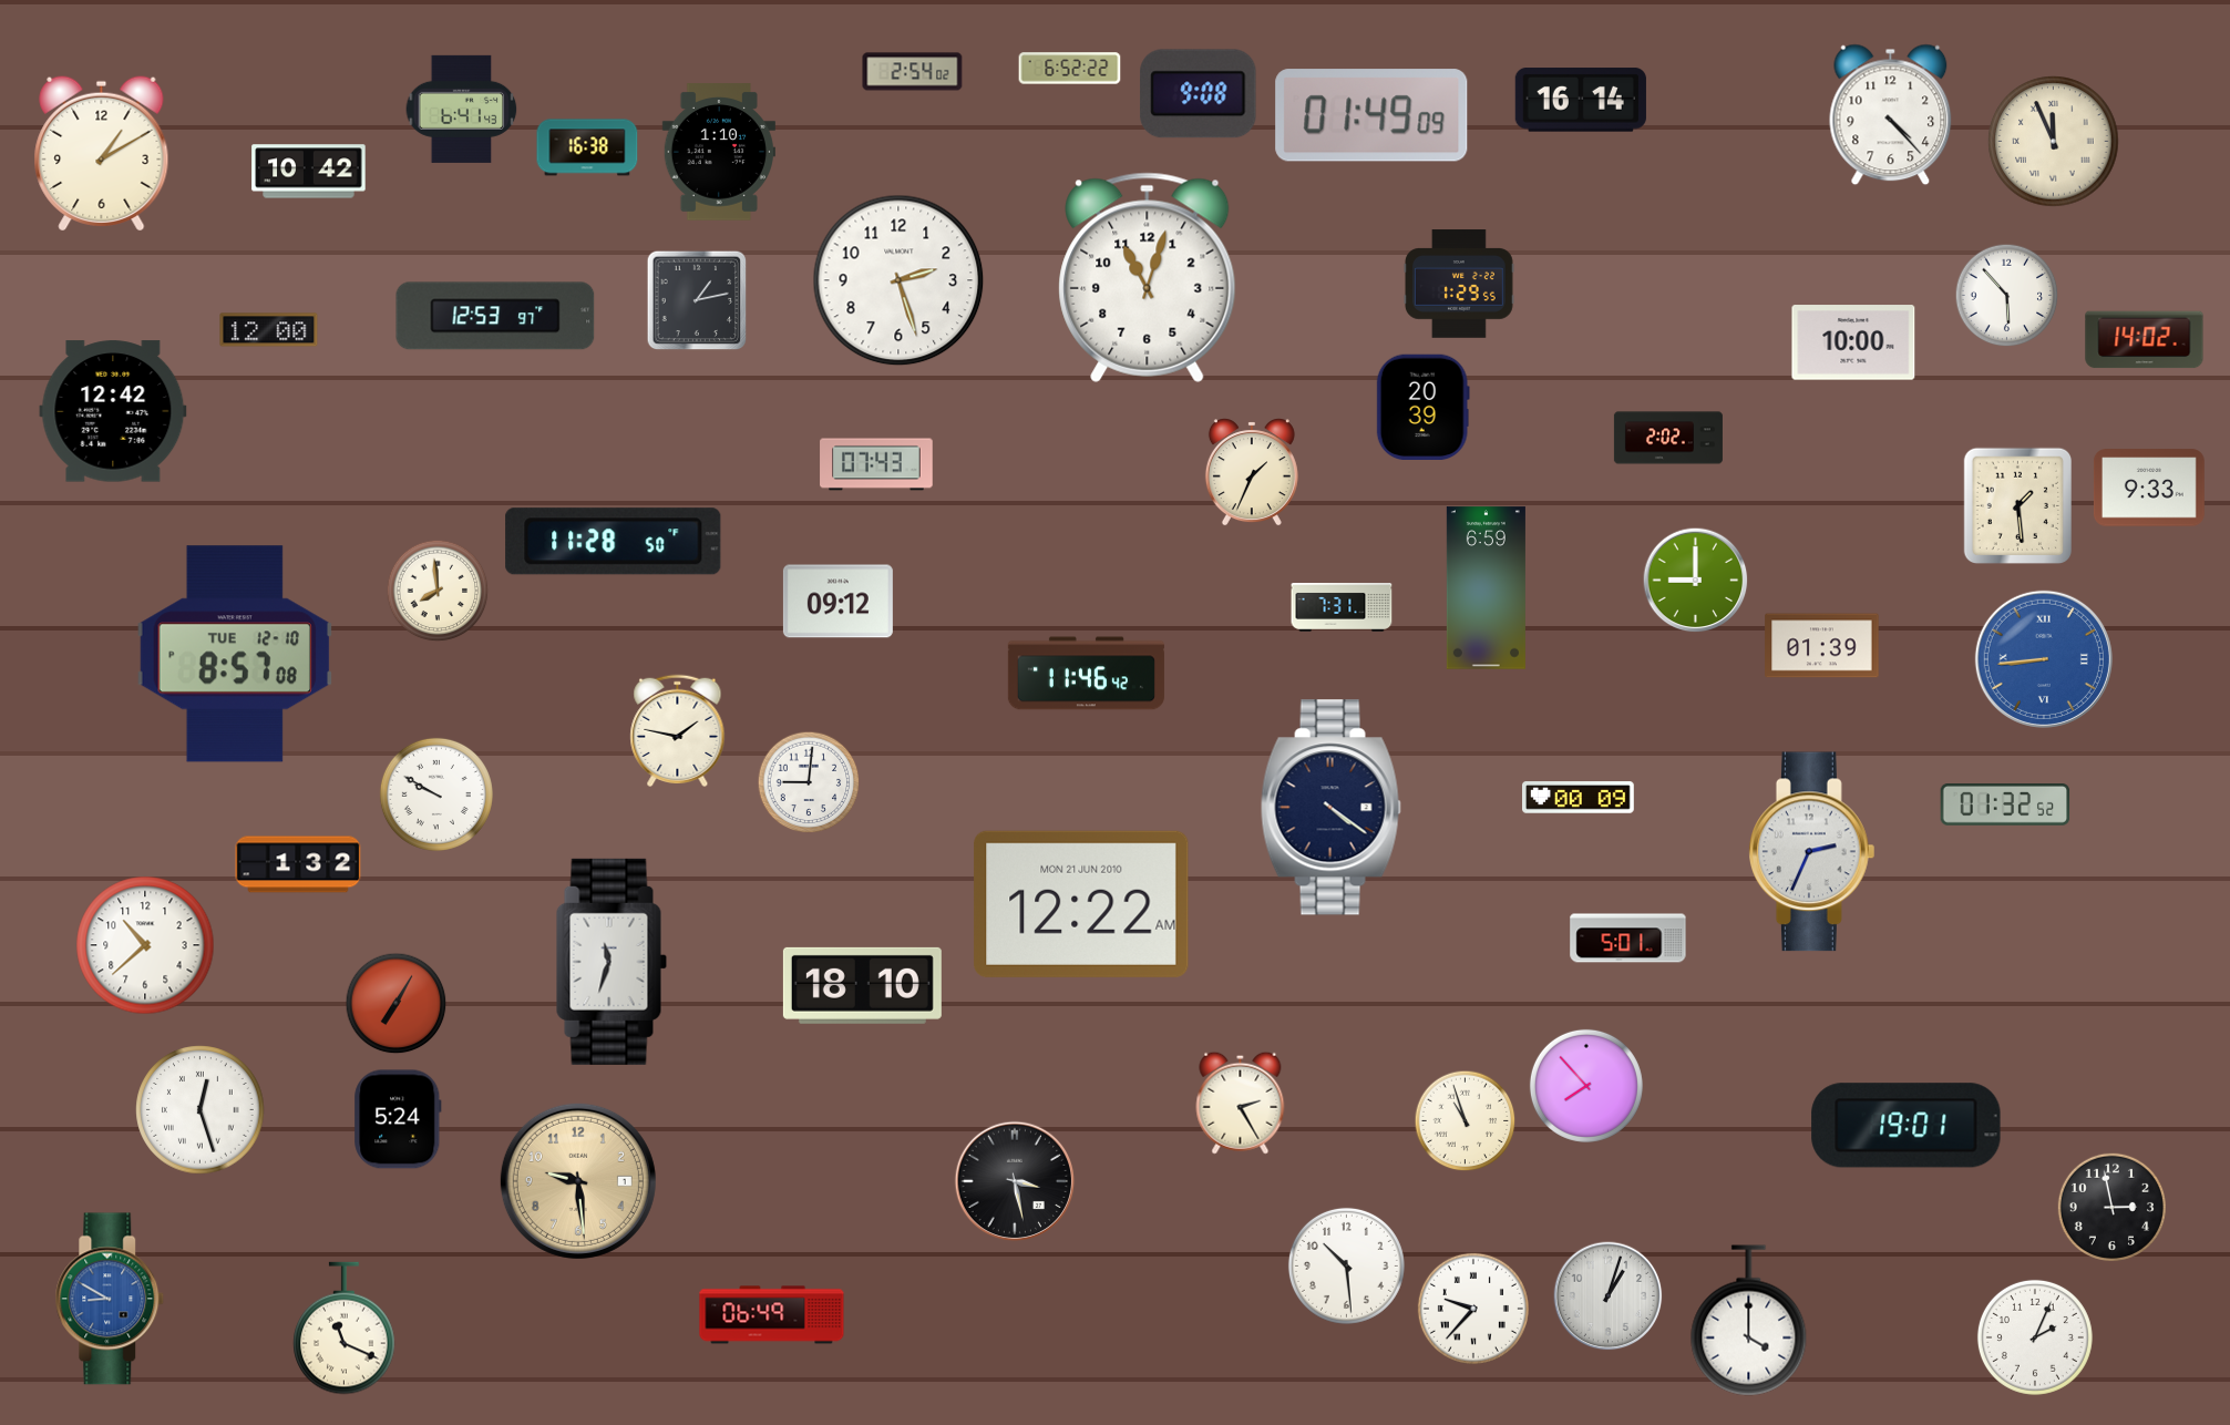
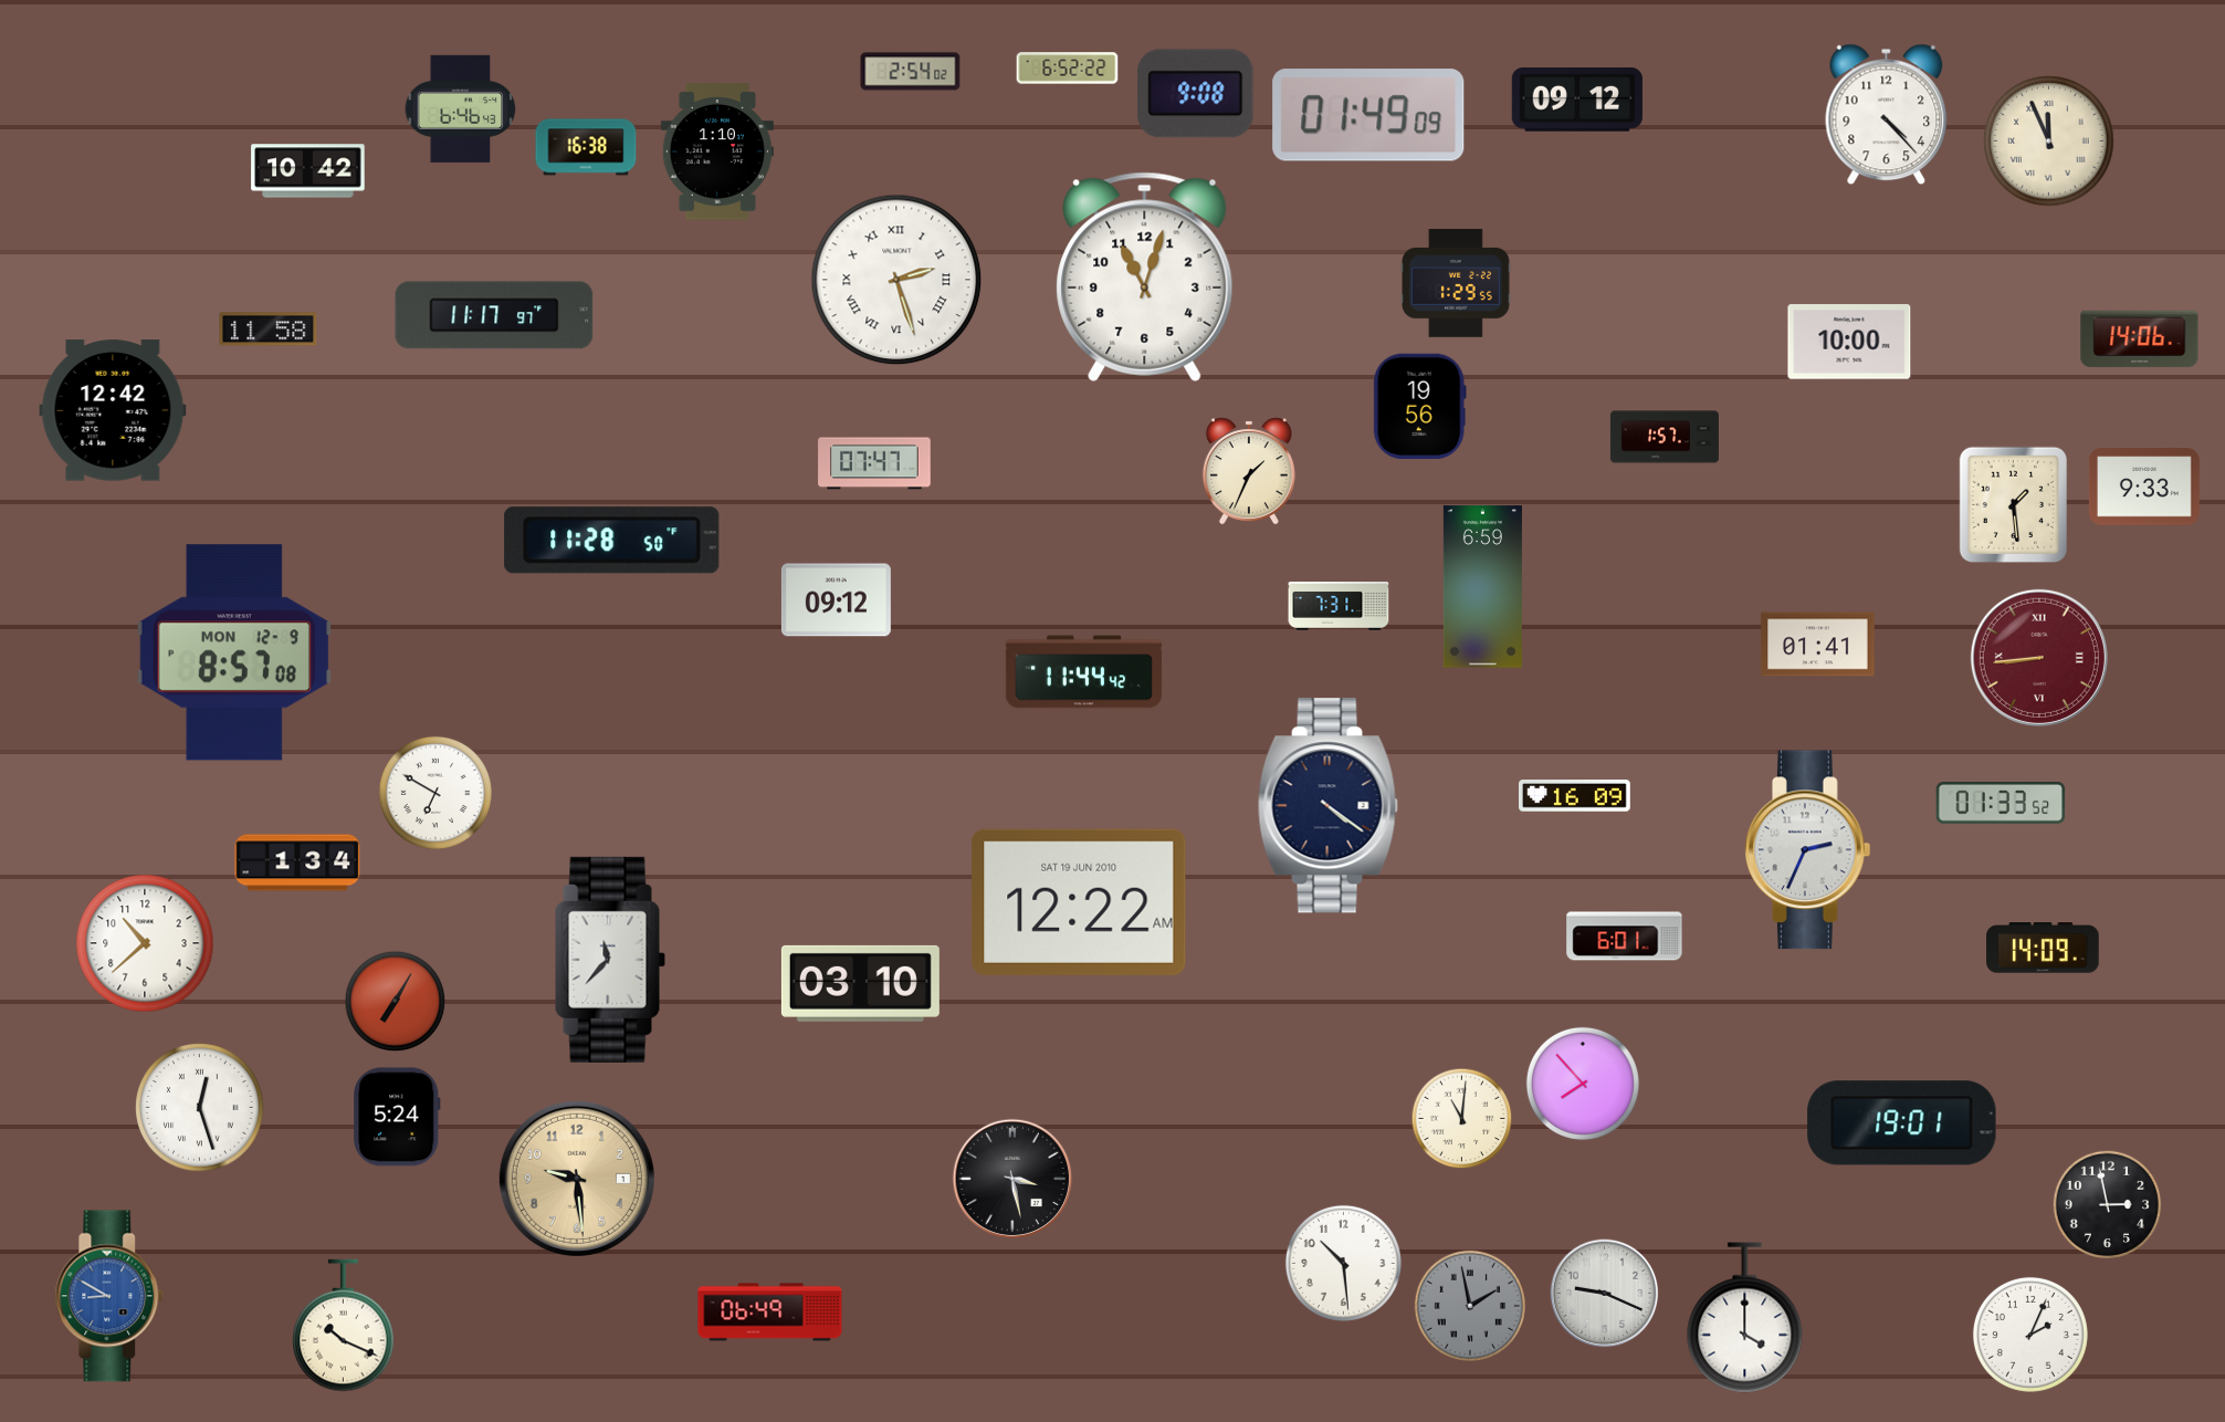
clock at (1581, 100): 16:14 -> 09:12
clock at (462, 109): 6:41 -> 6:46
clock at (102, 154): 1:10 -> none
clock at (898, 280) numerals: Arabic -> Roman
clock at (2007, 296): 5:53 -> none
clock at (697, 300): 1:13 -> none
clock at (495, 316): 12:53 -> 11:17
clock at (269, 330): 12:00 -> 11:58
clock at (2145, 340): 14:02 -> 14:06
clock at (1422, 407): 20:39 -> 19:56
clock at (1668, 438): 2:02 -> 1:57
clock at (876, 464): 07:43 -> 07:47
clock at (1696, 581): 9:00 -> none
clock at (438, 591): 7:59 -> none
clock at (1822, 646): 01:39 -> 01:41
clock at (234, 654) date: TUE 12-10 -> MON 12-9
clock at (2044, 659) dial: blue -> burgundy
clock at (1086, 674): 11:46 -> 11:44
clock at (678, 731): 1:47 -> none
clock at (809, 782): 9:01 -> none
clock at (436, 794): 9:50 -> 6:50
clock at (1579, 798): 00:09 -> 16:09
clock at (2005, 806): 01:32 -> 01:33
clock at (298, 864): 1:32 -> 1:34
clock at (1081, 904) date: MON 21 JUN 2010 -> SAT 19 JUN 2010
clock at (1628, 939): 5:01 -> 6:01
clock at (2043, 948): none -> 14:09
clock at (612, 962): 11:33 -> 11:37
clock at (862, 985): 18:10 -> 03:10
clock at (1241, 1103): 2:25 -> none
clock at (1466, 1121): 10:57 -> 11:01
clock at (1609, 1296): 1:03 -> 9:19
clock at (1473, 1309): 9:37 -> 1:58
clock at (1473, 1309) dial: white -> grey
clock at (345, 1329): 11:19 -> 10:19
